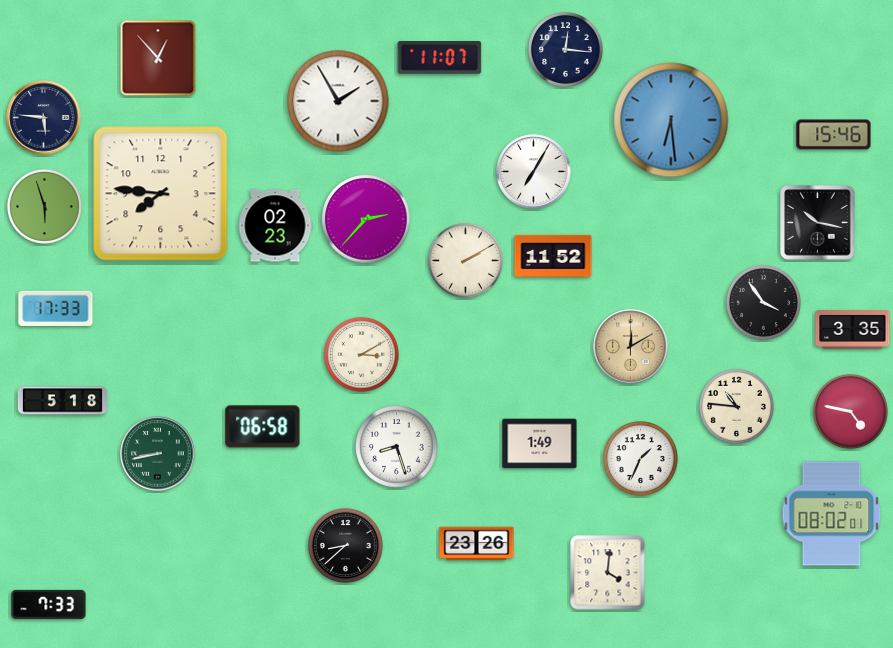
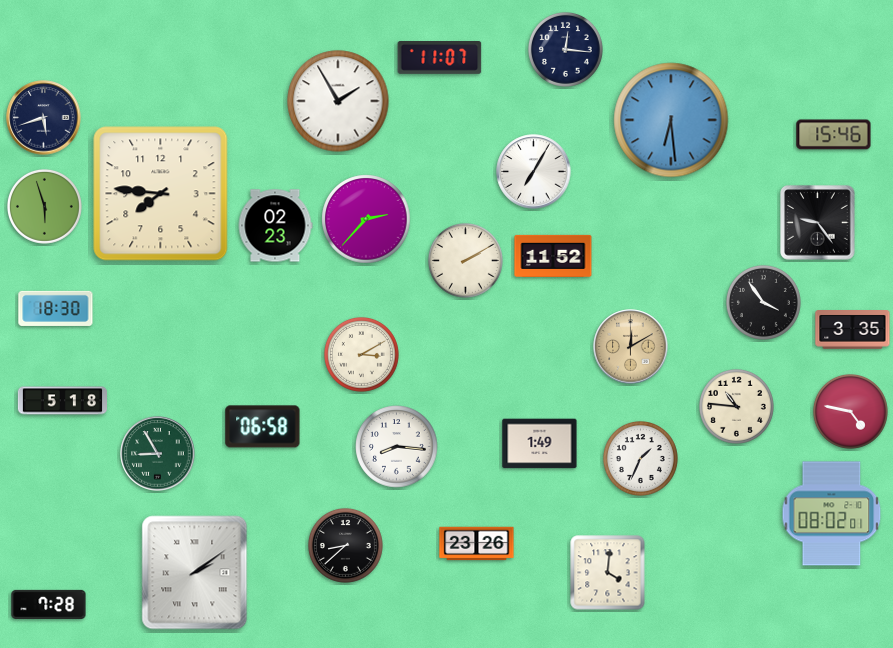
clock at (158, 58): 12:53 -> none
clock at (44, 118): 5:46 -> 5:42
clock at (818, 223): 10:17 -> 9:24
clock at (56, 308): 17:33 -> 18:30
clock at (397, 447): 8:27 -> 8:16
clock at (158, 454): 8:43 -> 8:55
clock at (195, 573): none -> 2:09
clock at (49, 604): 7:33 -> 7:28
